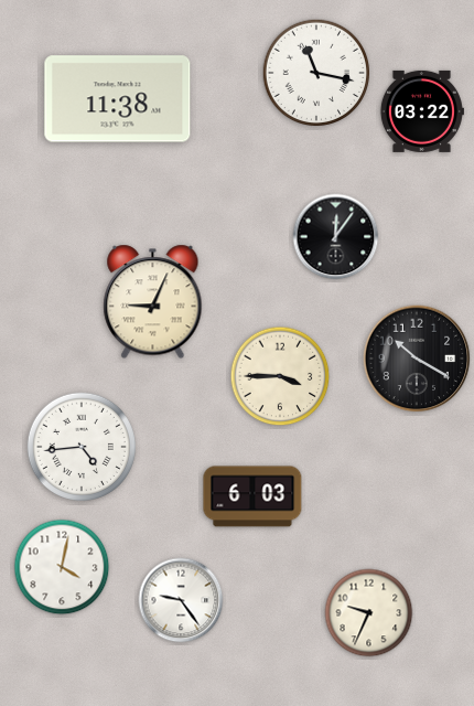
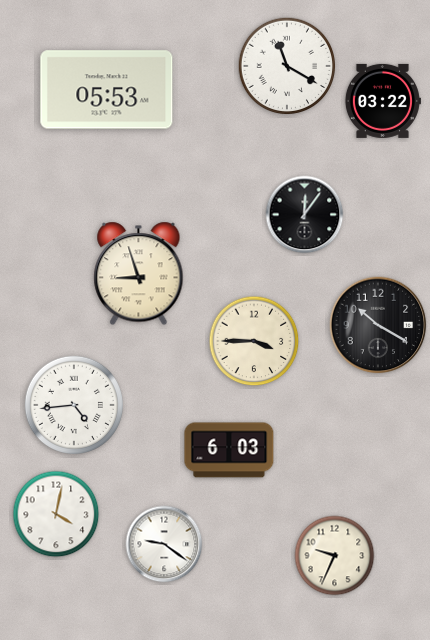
clock at (316, 73): 11:17 -> 11:20
clock at (118, 99): 11:38 -> 05:53
clock at (153, 302): 9:04 -> 8:57
clock at (181, 600): 9:24 -> 9:21
